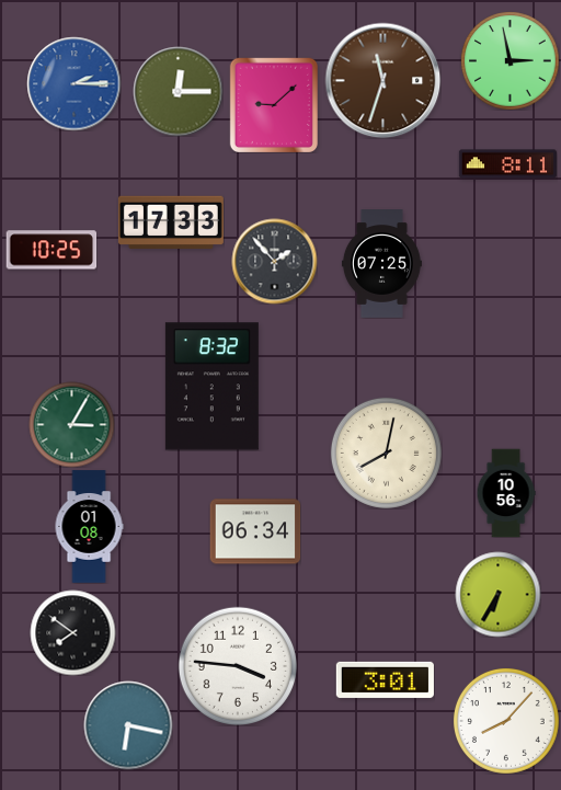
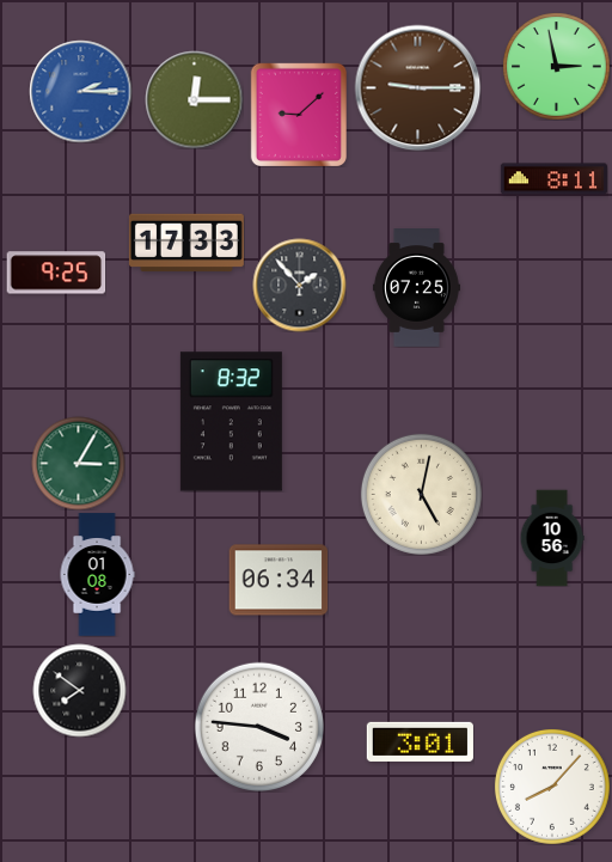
clock at (382, 80): 11:33 -> 9:15
clock at (51, 250): 10:25 -> 9:25
clock at (386, 453): 8:02 -> 5:02
clock at (497, 594): 6:35 -> none
clock at (128, 725): 6:17 -> none
